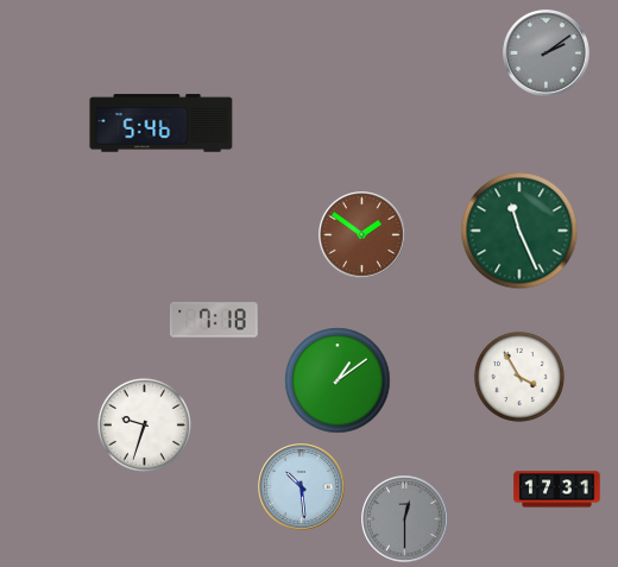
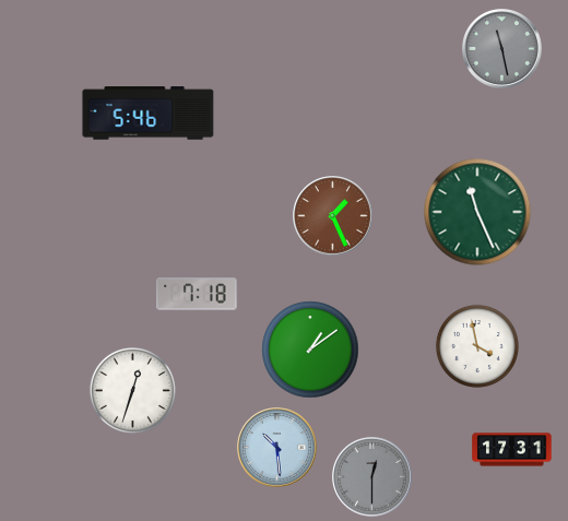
clock at (547, 53): 2:09 -> 11:28
clock at (362, 235): 1:51 -> 1:26
clock at (519, 377): 3:55 -> 3:58
clock at (144, 424): 9:33 -> 12:33
